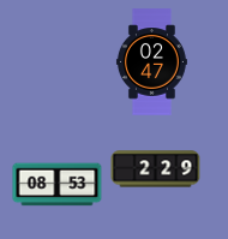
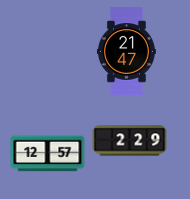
clock at (151, 62): 02:47 -> 21:47
clock at (58, 185): 08:53 -> 12:57
